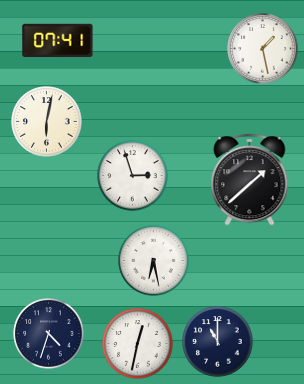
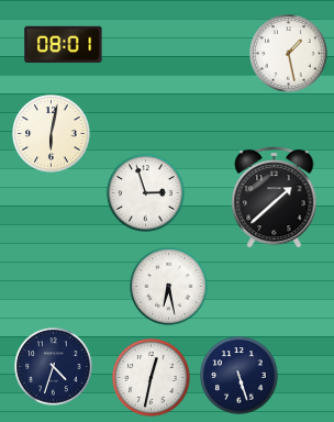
clock at (58, 41): 07:41 -> 08:01
clock at (218, 342): 11:00 -> 5:27
